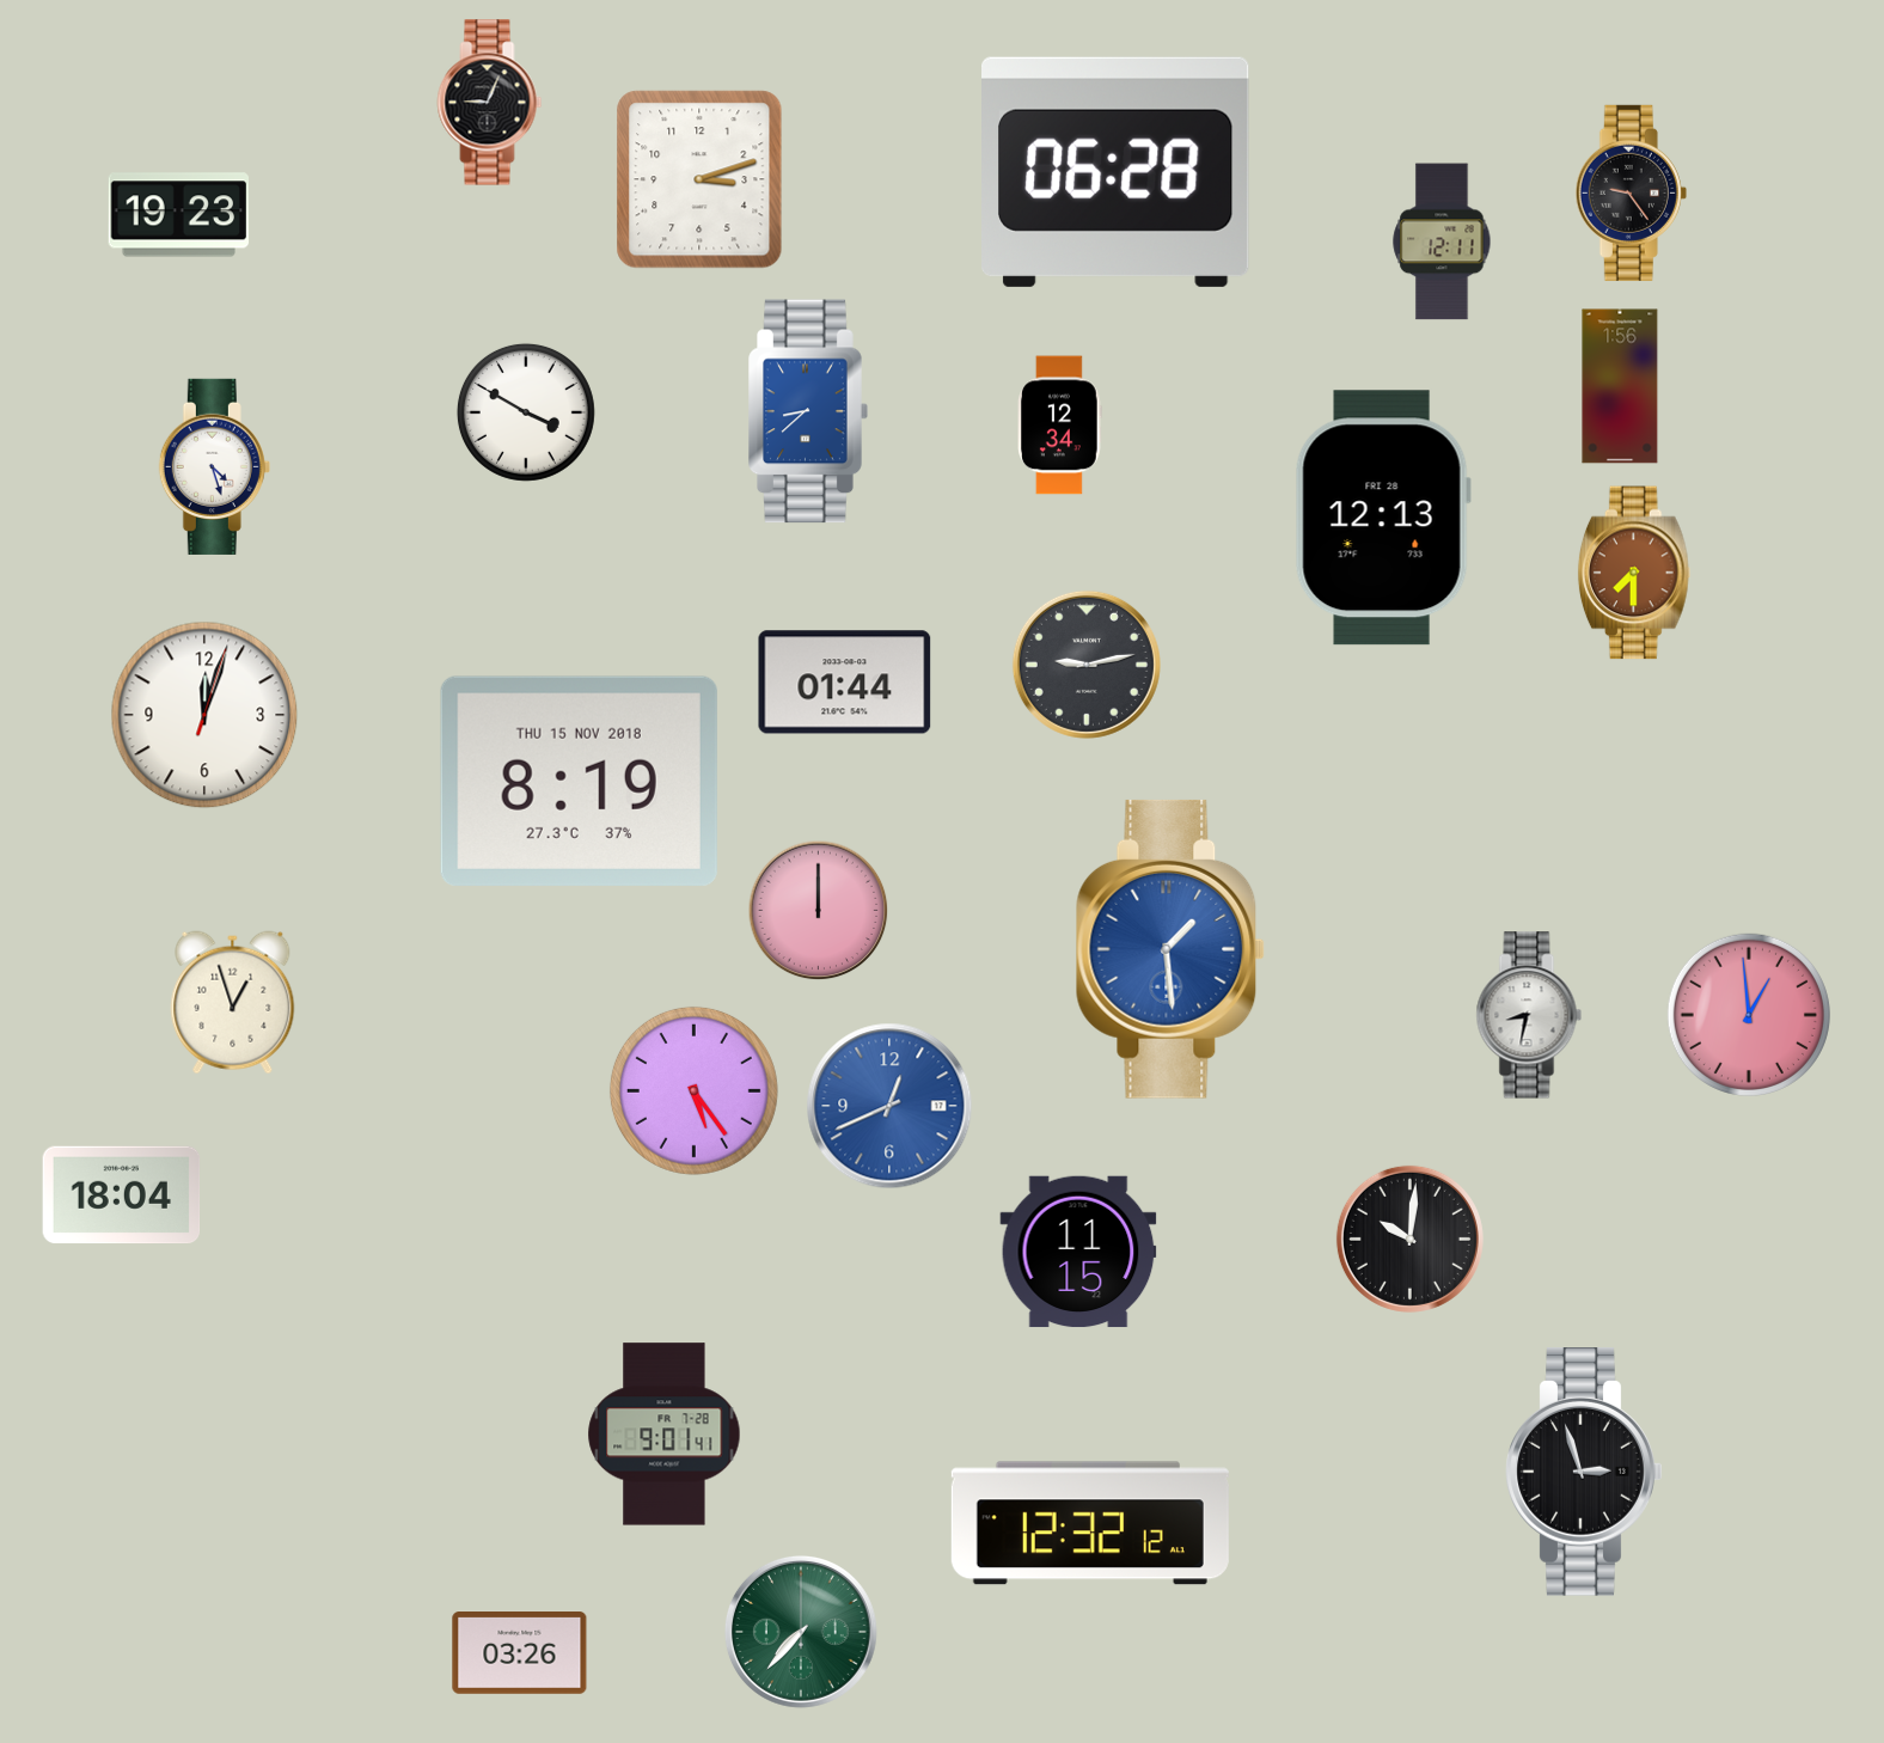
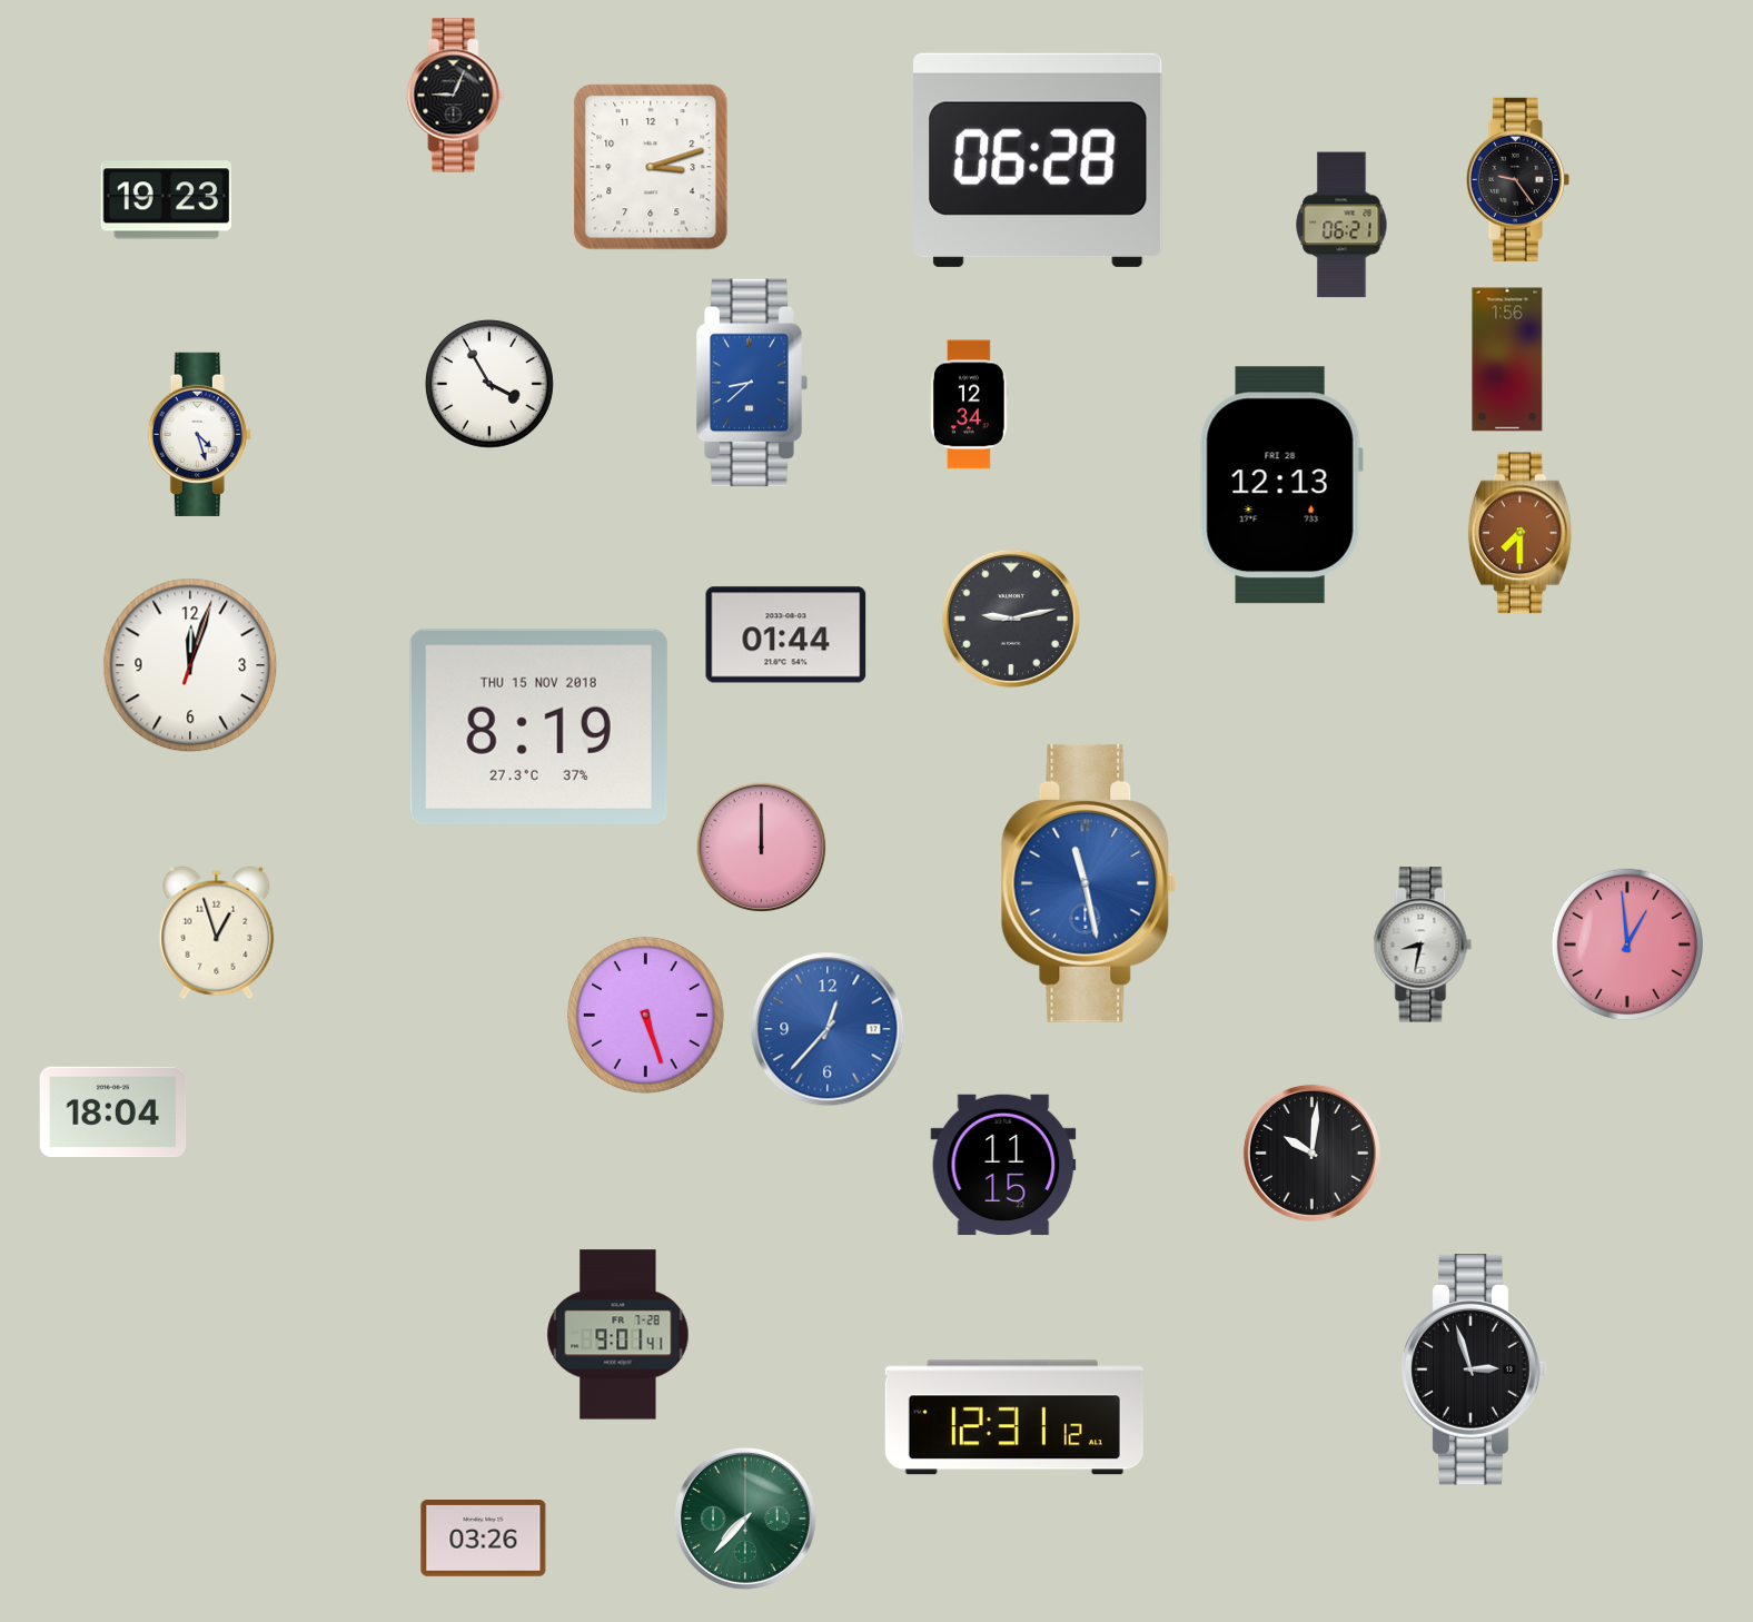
clock at (1442, 241): 12:11 -> 06:21
clock at (526, 412): 3:50 -> 3:55
clock at (1060, 426) position: (1060, 426) -> (970, 405)
clock at (1383, 518) position: (1383, 518) -> (1281, 485)
clock at (1170, 949): 1:29 -> 11:28
clock at (693, 1090): 5:24 -> 5:27
clock at (889, 1106): 12:41 -> 12:37
clock at (1090, 1523): 12:32 -> 12:31
